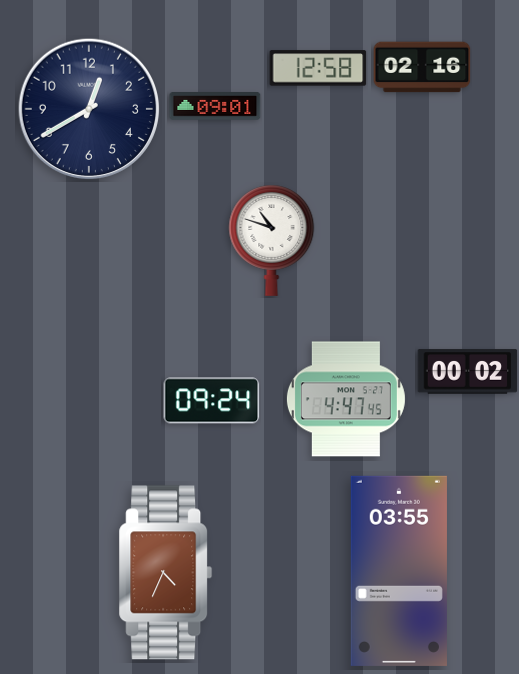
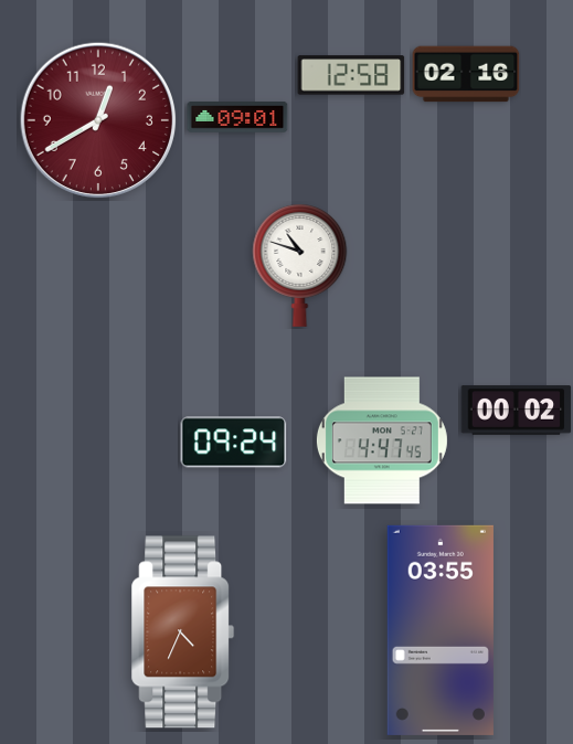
clock at (89, 109) dial: navy -> burgundy
